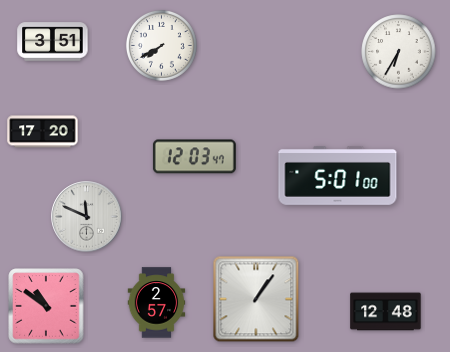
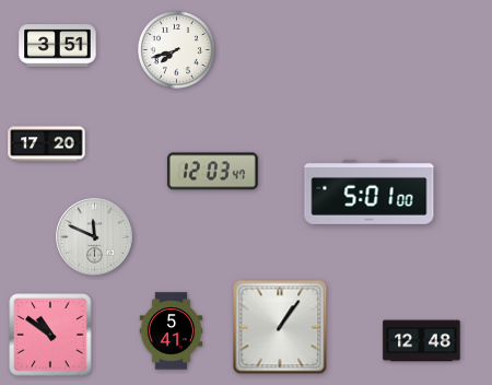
clock at (161, 45): 7:40 -> 7:42
clock at (399, 52): 6:35 -> none
clock at (157, 303): 2:57 -> 5:41
